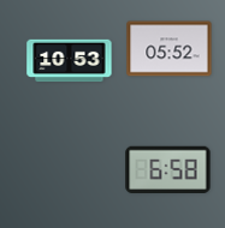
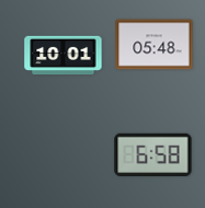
clock at (170, 49): 05:52 -> 05:48
clock at (70, 61): 10:53 -> 10:01
